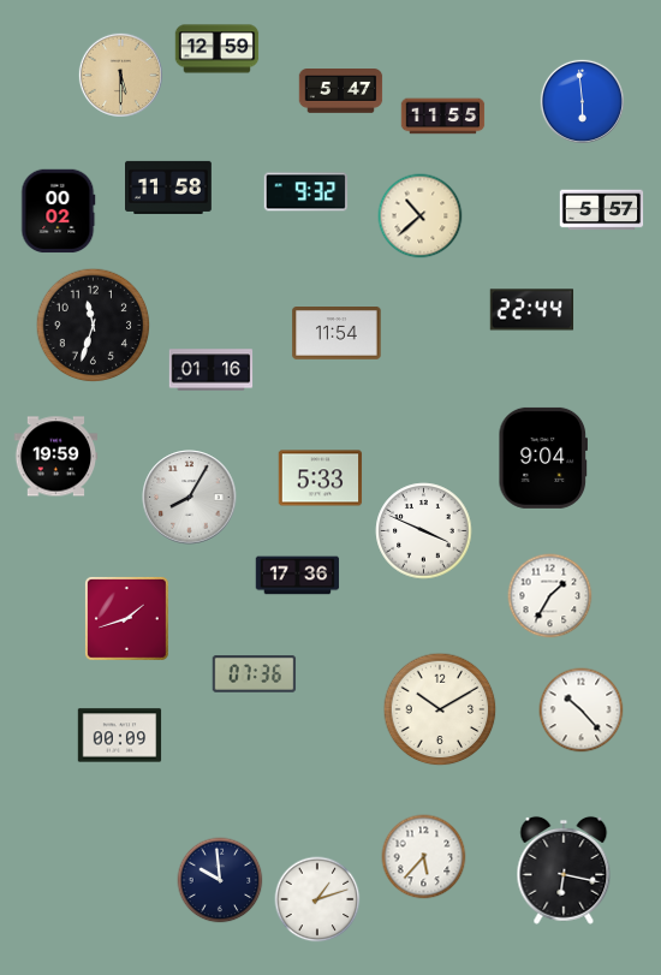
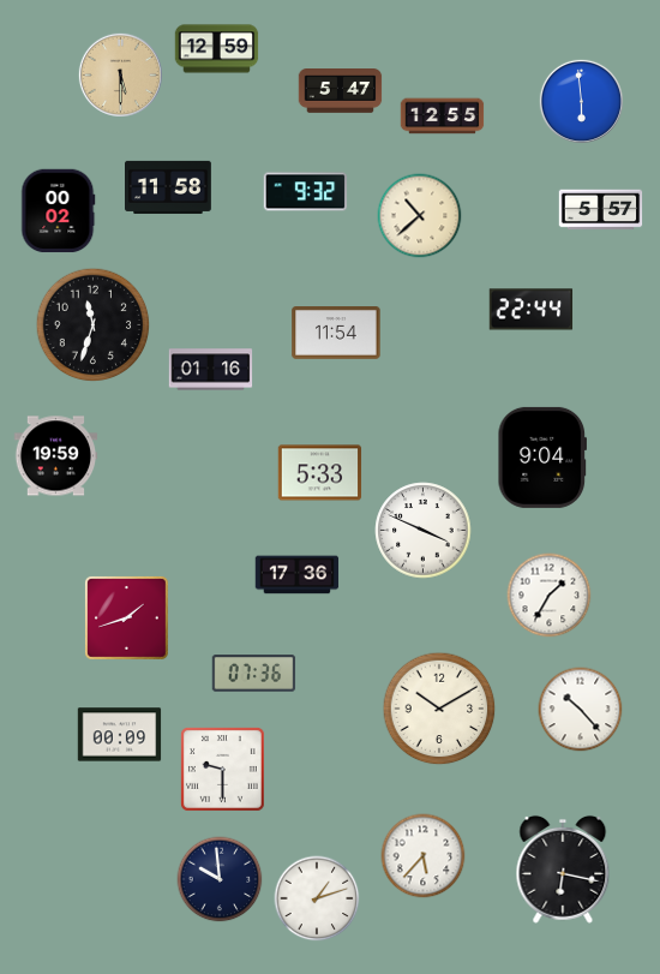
clock at (443, 117): 11:55 -> 12:55
clock at (321, 478) position: (321, 478) -> (320, 473)
clock at (190, 498): 8:05 -> none
clock at (222, 769): none -> 9:30
